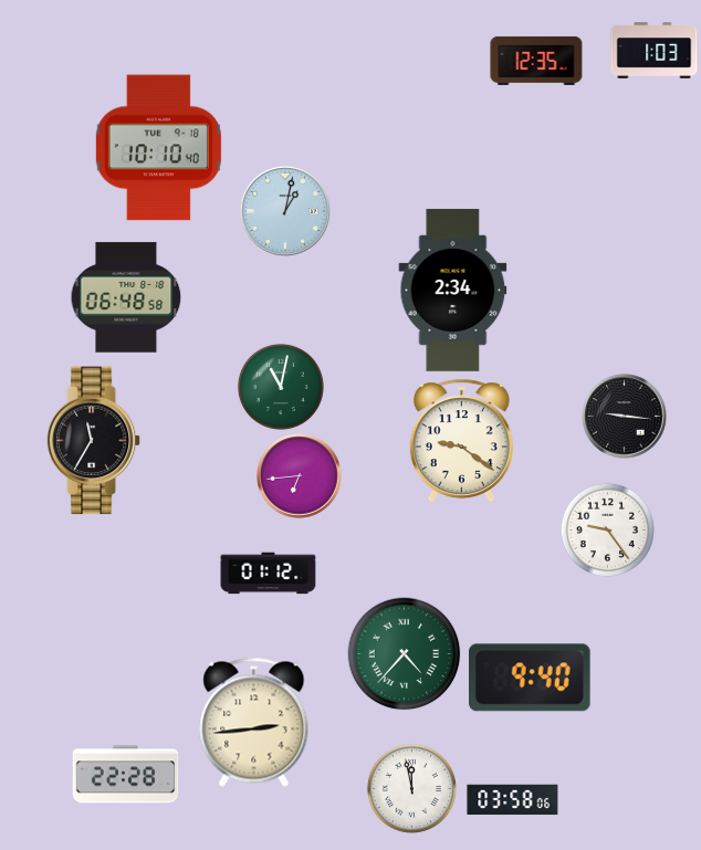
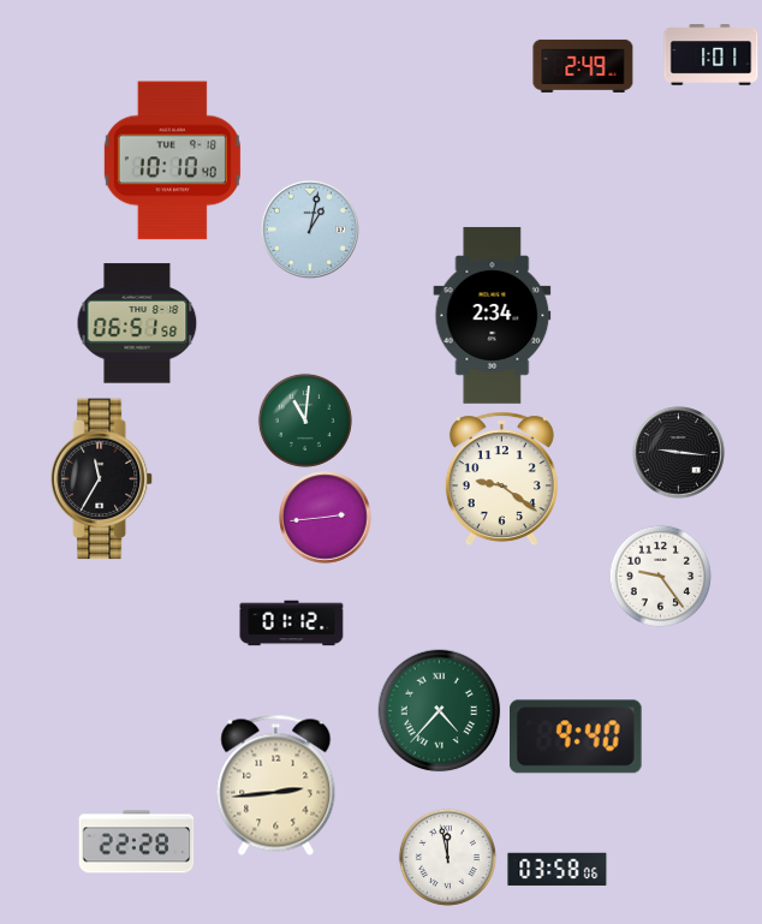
clock at (655, 51): 1:03 -> 1:01
clock at (536, 61): 12:35 -> 2:49
clock at (126, 297): 06:48 -> 06:51
clock at (281, 387): 11:02 -> 11:01
clock at (300, 476): 6:44 -> 2:44
